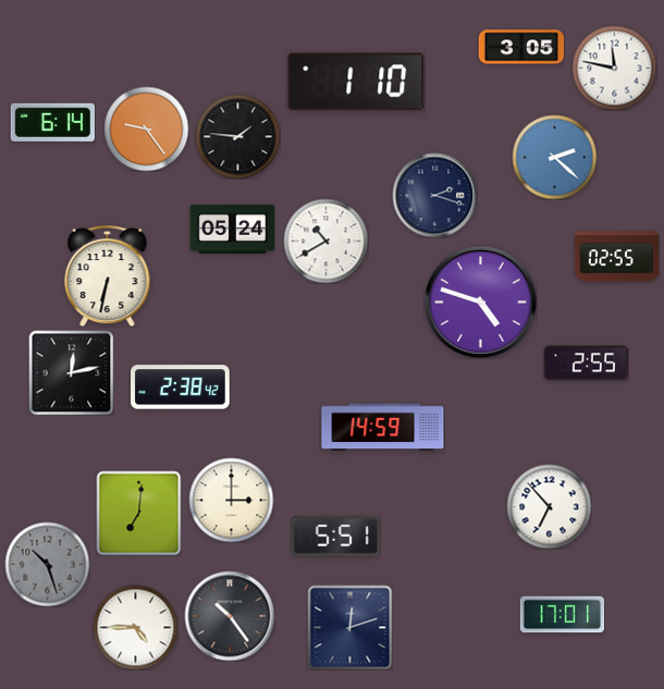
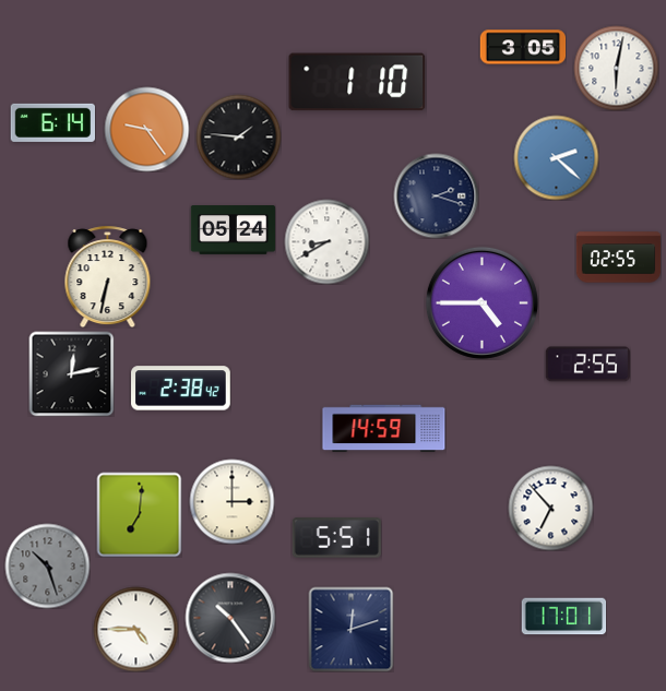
clock at (614, 67): 11:47 -> 6:02
clock at (325, 241): 10:40 -> 8:40
clock at (480, 302): 4:48 -> 4:45
